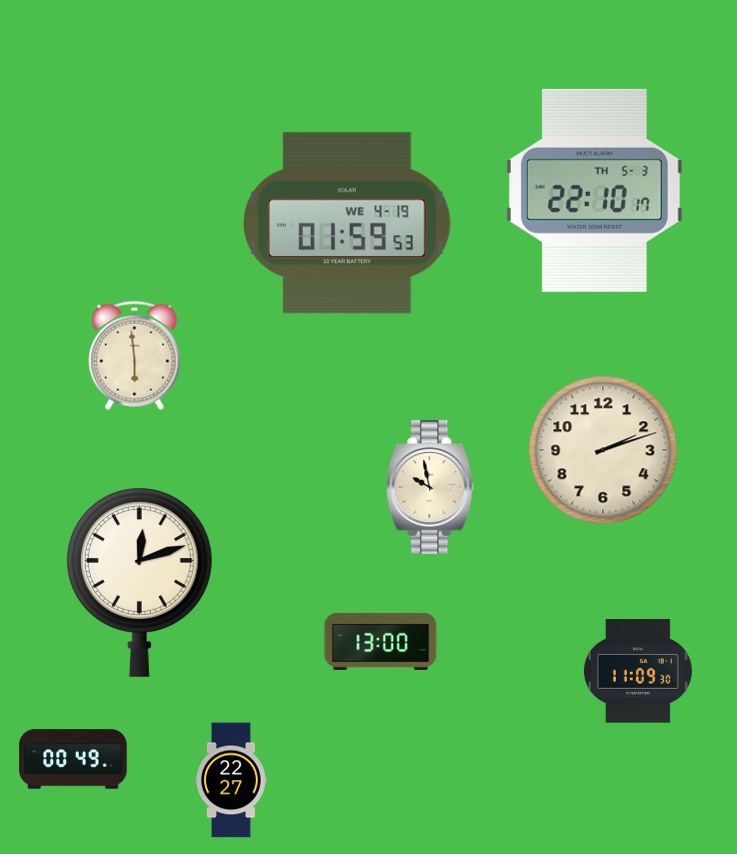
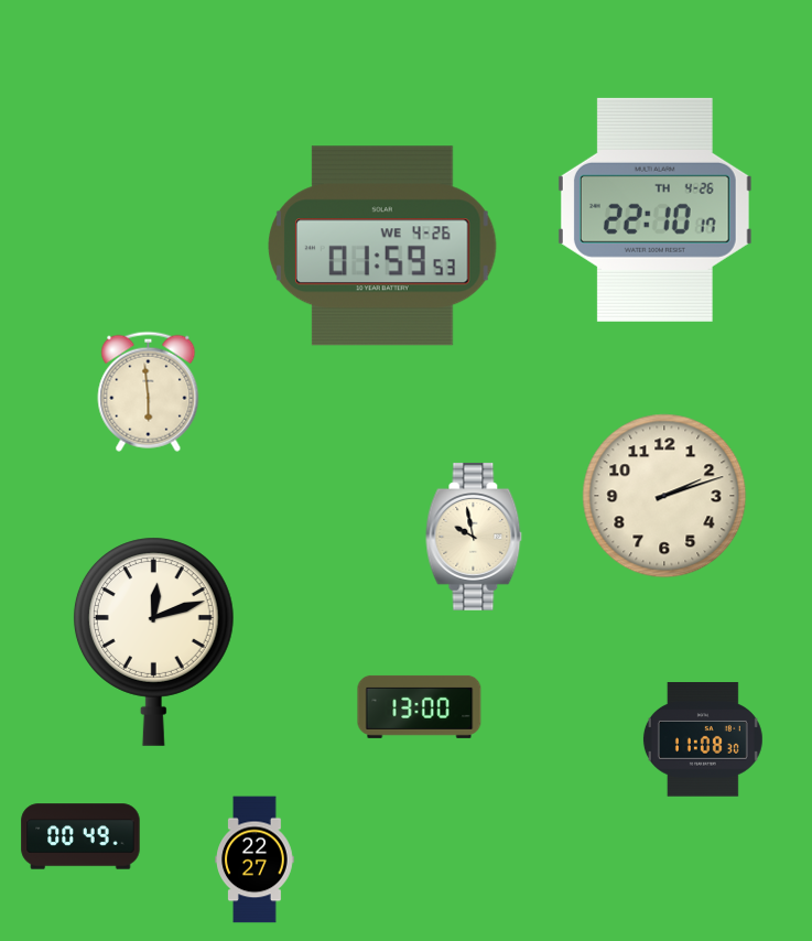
clock at (594, 190) date: TH 5-3 -> TH 4-26
clock at (347, 223) date: WE 4-19 -> WE 4-26
clock at (638, 671): 11:09 -> 11:08
